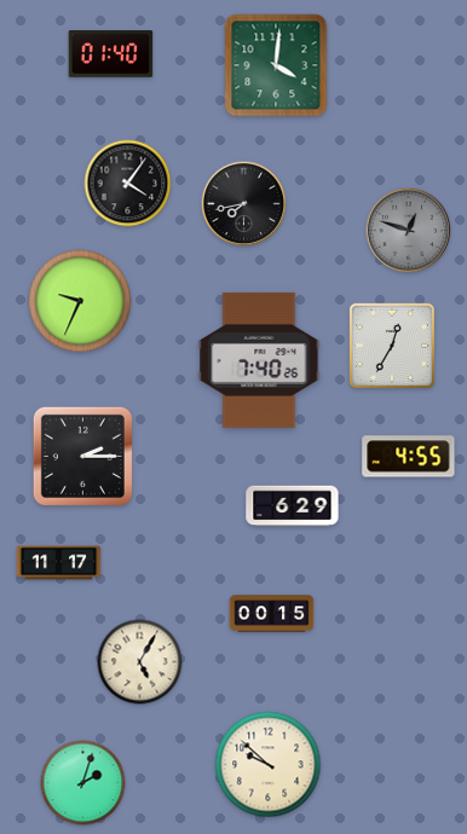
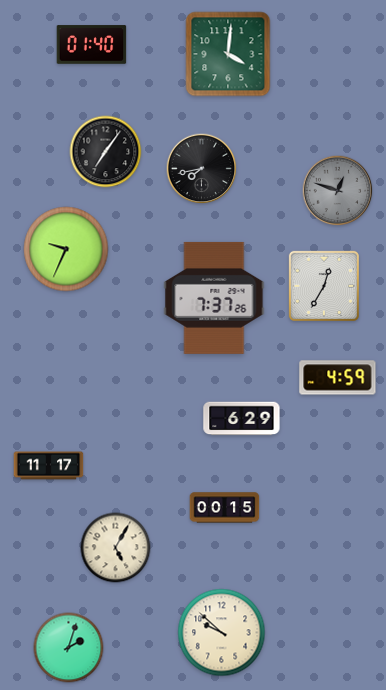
clock at (128, 184): 4:06 -> 7:06
clock at (259, 360): 7:40 -> 7:37
clock at (82, 456): 2:15 -> none
clock at (409, 457): 4:55 -> 4:59
